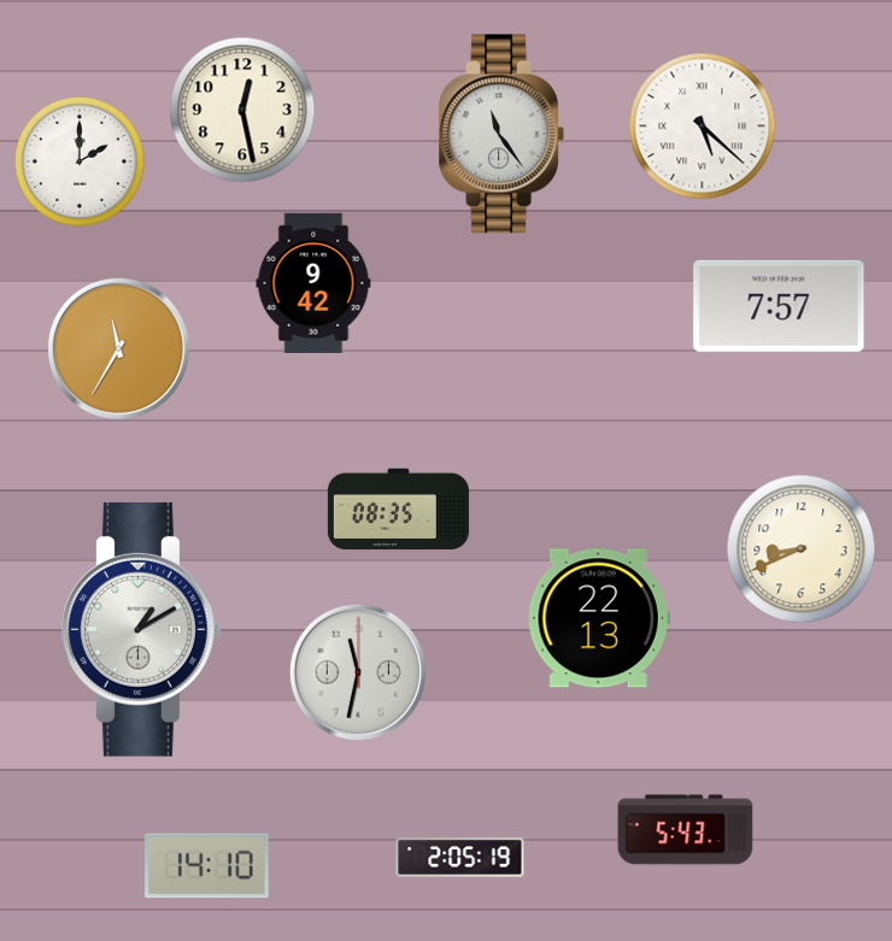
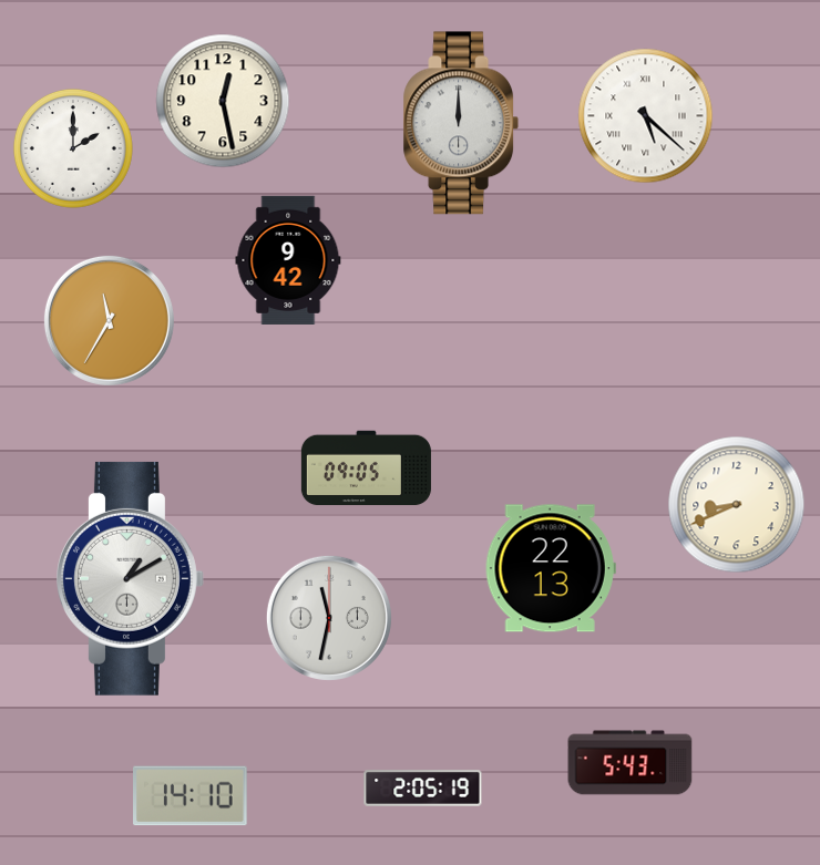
clock at (501, 134): 11:24 -> 12:00
clock at (779, 306): 7:57 -> none
clock at (398, 510): 08:35 -> 09:05
